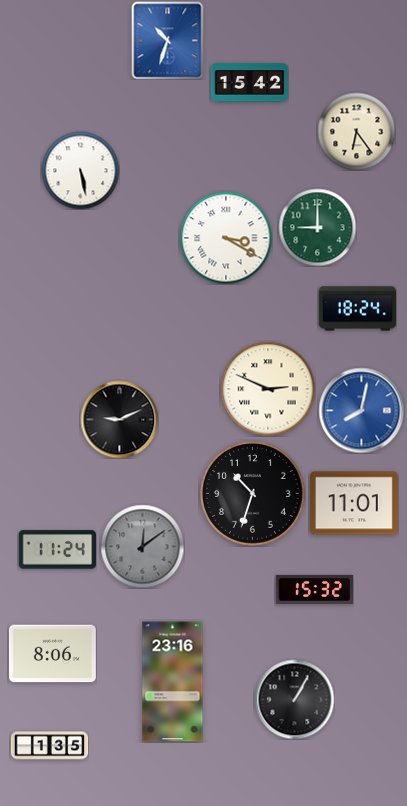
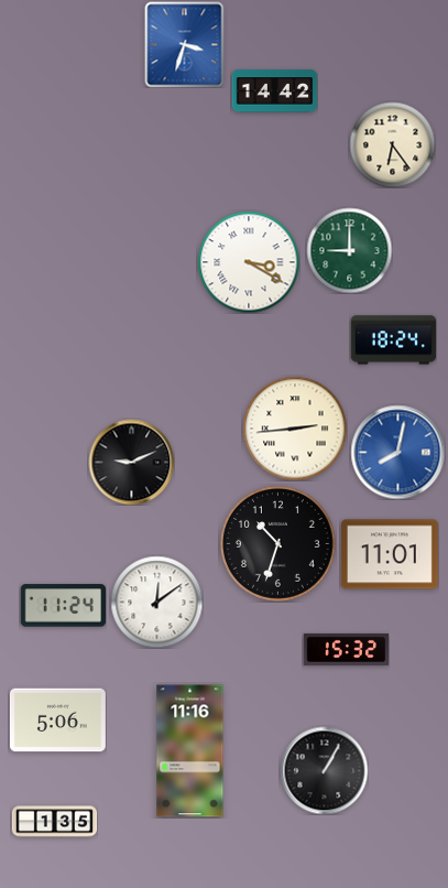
clock at (168, 40): 10:33 -> 3:33
clock at (249, 83): 15:42 -> 14:42
clock at (80, 170): 5:28 -> none
clock at (268, 389): 2:49 -> 2:44
clock at (142, 546) dial: grey -> white
clock at (52, 654): 8:06 -> 5:06
clock at (173, 682): 23:16 -> 11:16
